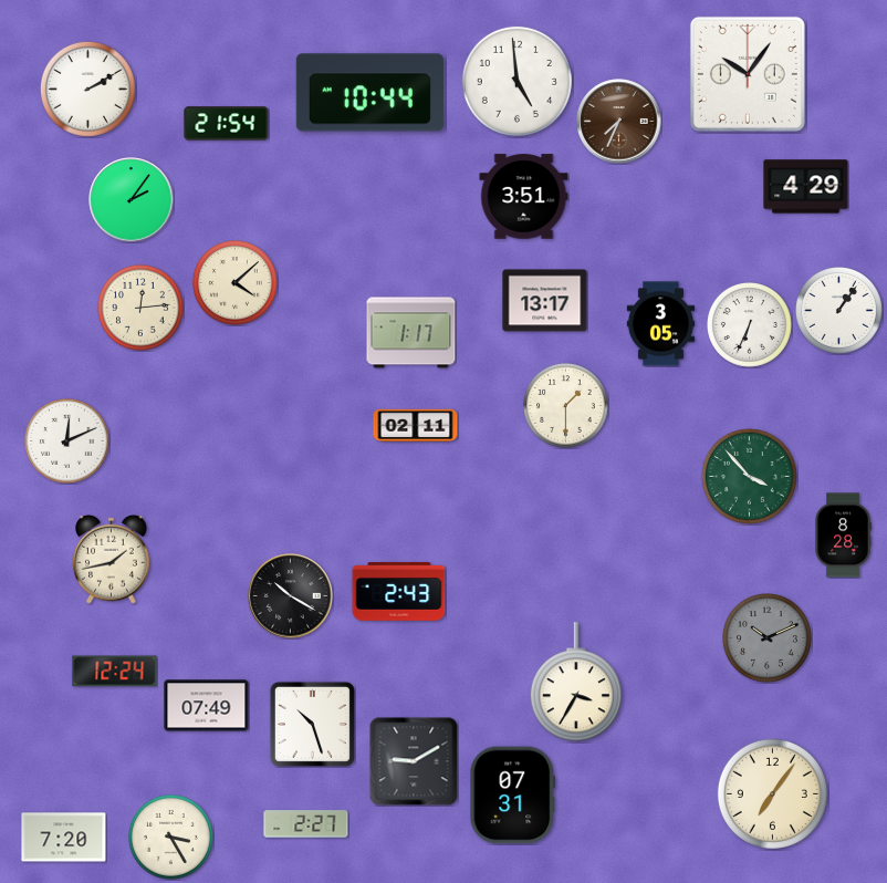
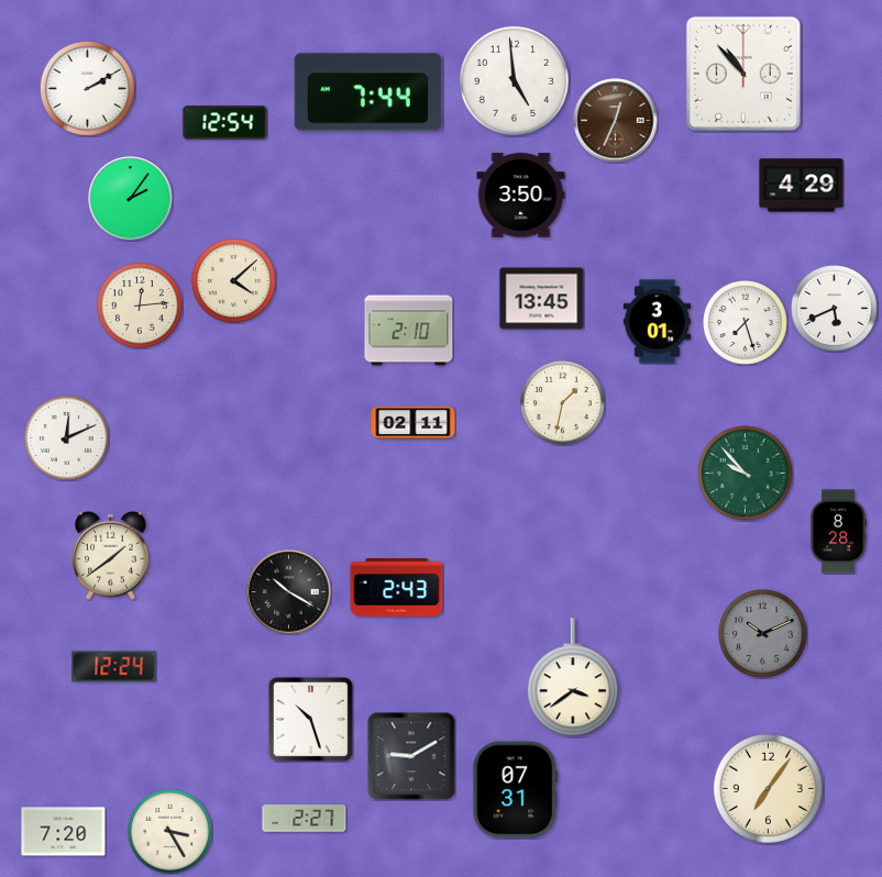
clock at (748, 74): 10:06 -> 10:53
clock at (369, 93): 10:44 -> 7:44
clock at (619, 122): 7:34 -> 12:34
clock at (227, 124): 21:54 -> 12:54
clock at (524, 197): 3:51 -> 3:50
clock at (545, 301): 13:17 -> 13:45
clock at (839, 311): 1:06 -> 5:41
clock at (660, 324): 3:05 -> 3:01
clock at (750, 325): 6:34 -> 7:27
clock at (411, 333): 1:17 -> 2:10
clock at (566, 406): 1:30 -> 1:32
clock at (749, 476): 3:53 -> 9:53
clock at (112, 559): 1:43 -> 1:39
clock at (576, 683): 3:35 -> 3:39
clock at (207, 706): 07:49 -> none
clock at (513, 796) position: (513, 796) -> (516, 790)
